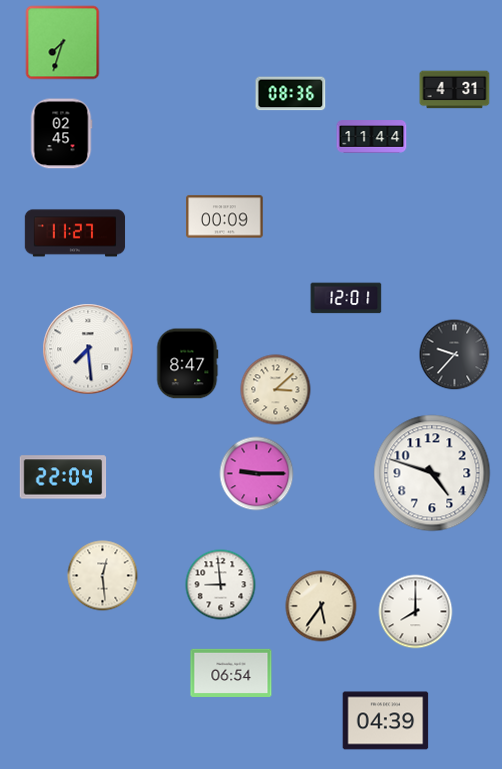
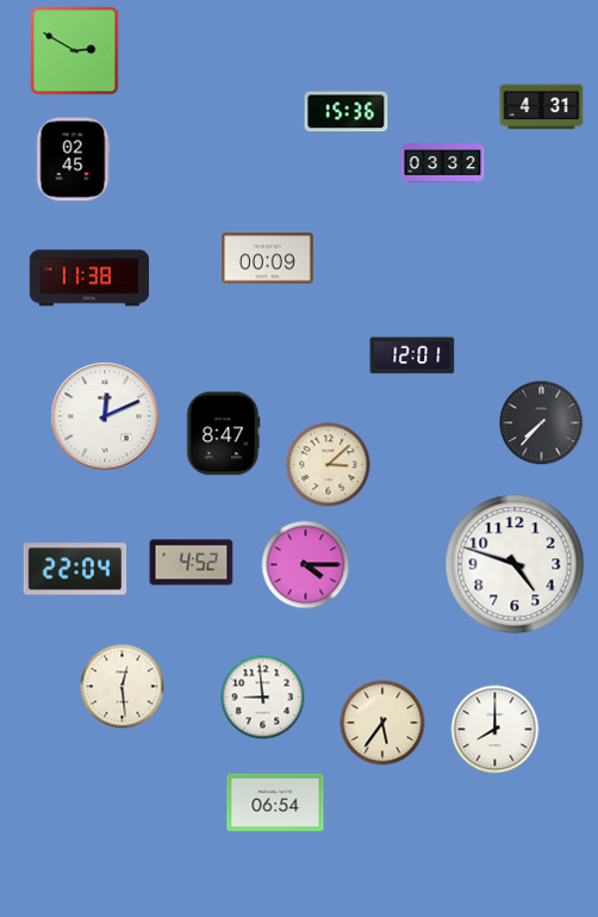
clock at (63, 43): 7:33 -> 2:50
clock at (291, 94): 08:36 -> 15:36
clock at (372, 137): 11:44 -> 03:32
clock at (75, 233): 11:27 -> 11:38
clock at (88, 349): 7:29 -> 12:11
clock at (455, 355): 9:37 -> 7:37
clock at (192, 563): none -> 4:52
clock at (257, 474): 9:15 -> 4:15
clock at (386, 721): 04:39 -> none
